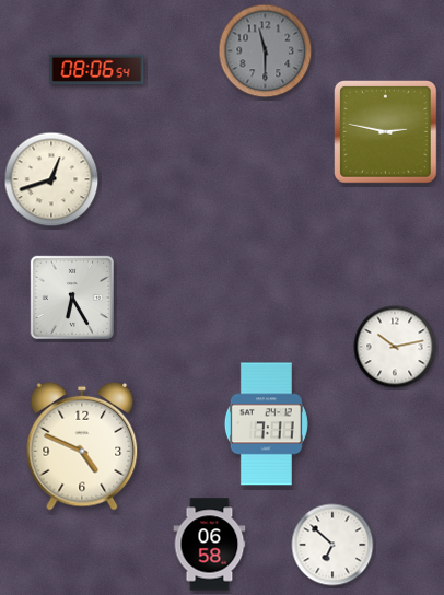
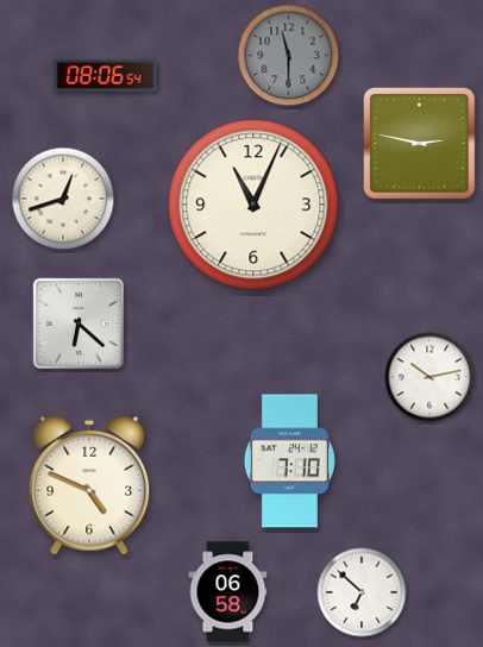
clock at (51, 179) position: (51, 179) -> (63, 199)
clock at (253, 205): none -> 11:04
clock at (72, 297): 6:25 -> 6:22
clock at (266, 424): 7:11 -> 7:10
